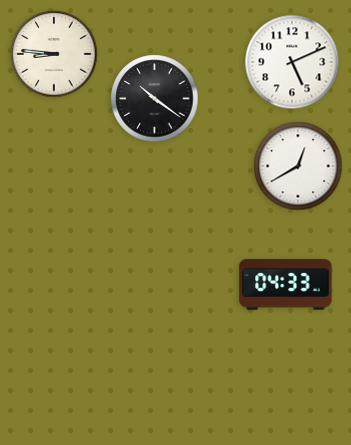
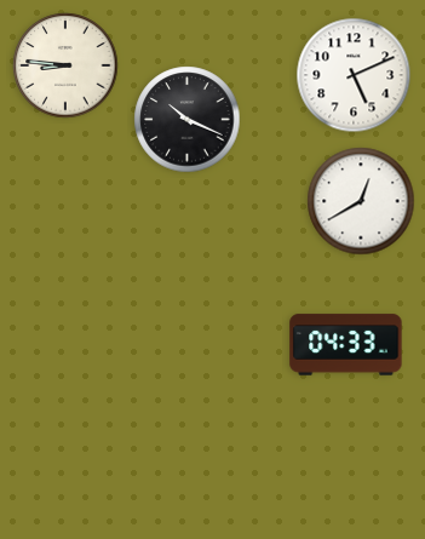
clock at (155, 99): 10:21 -> 10:19
